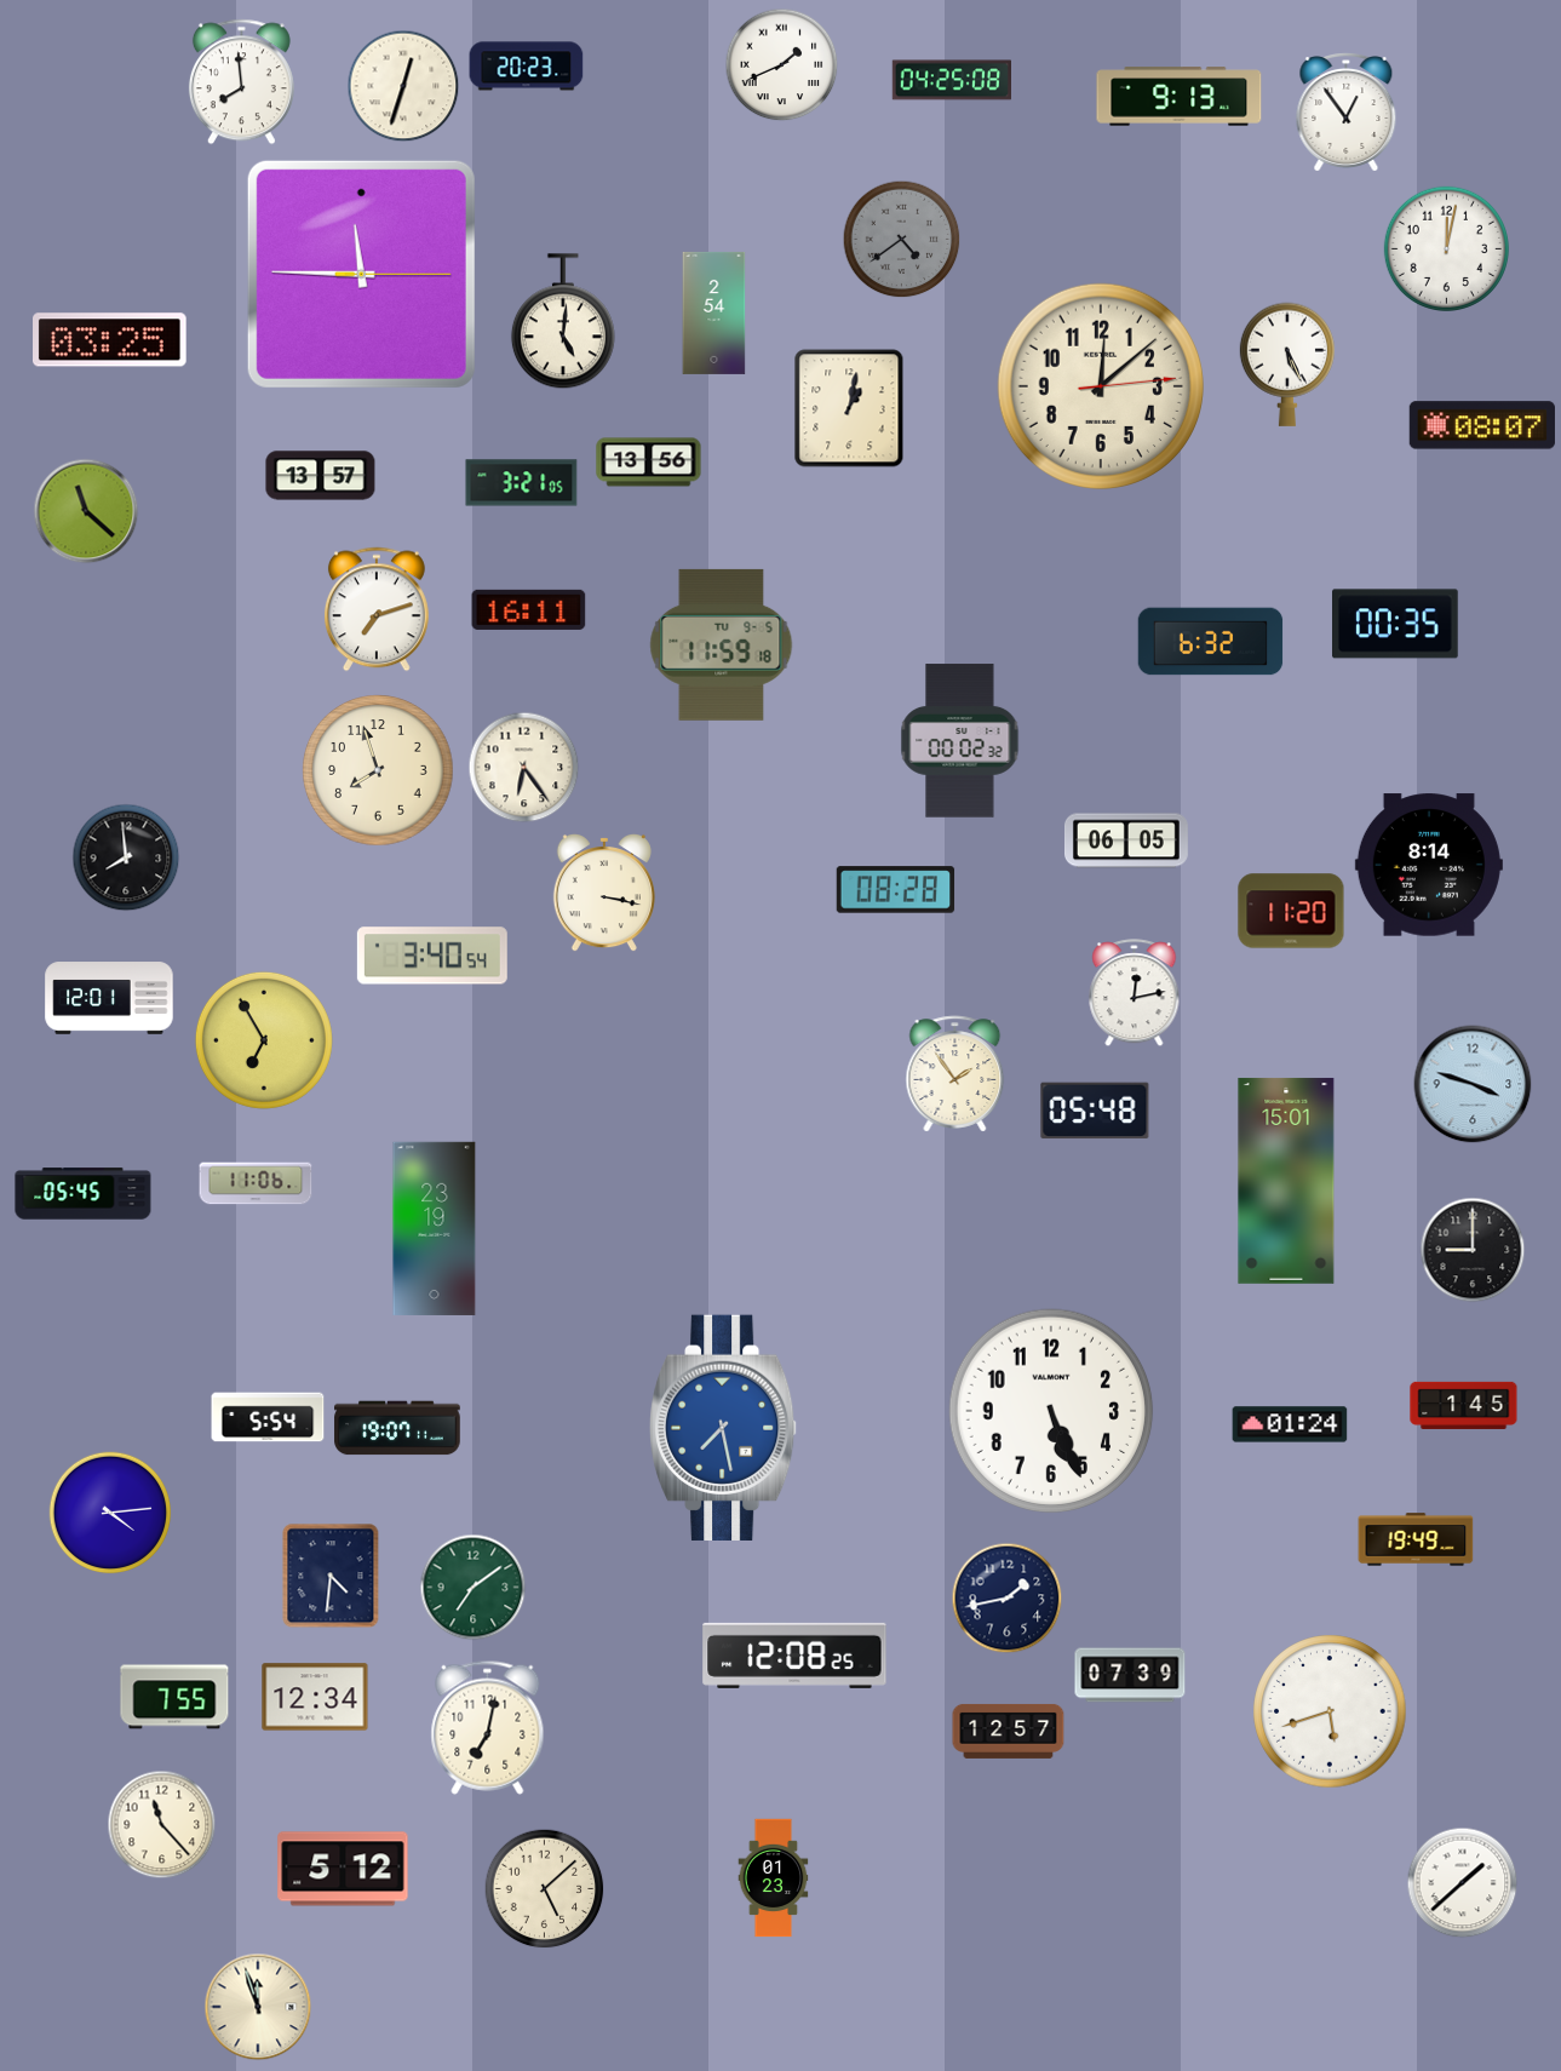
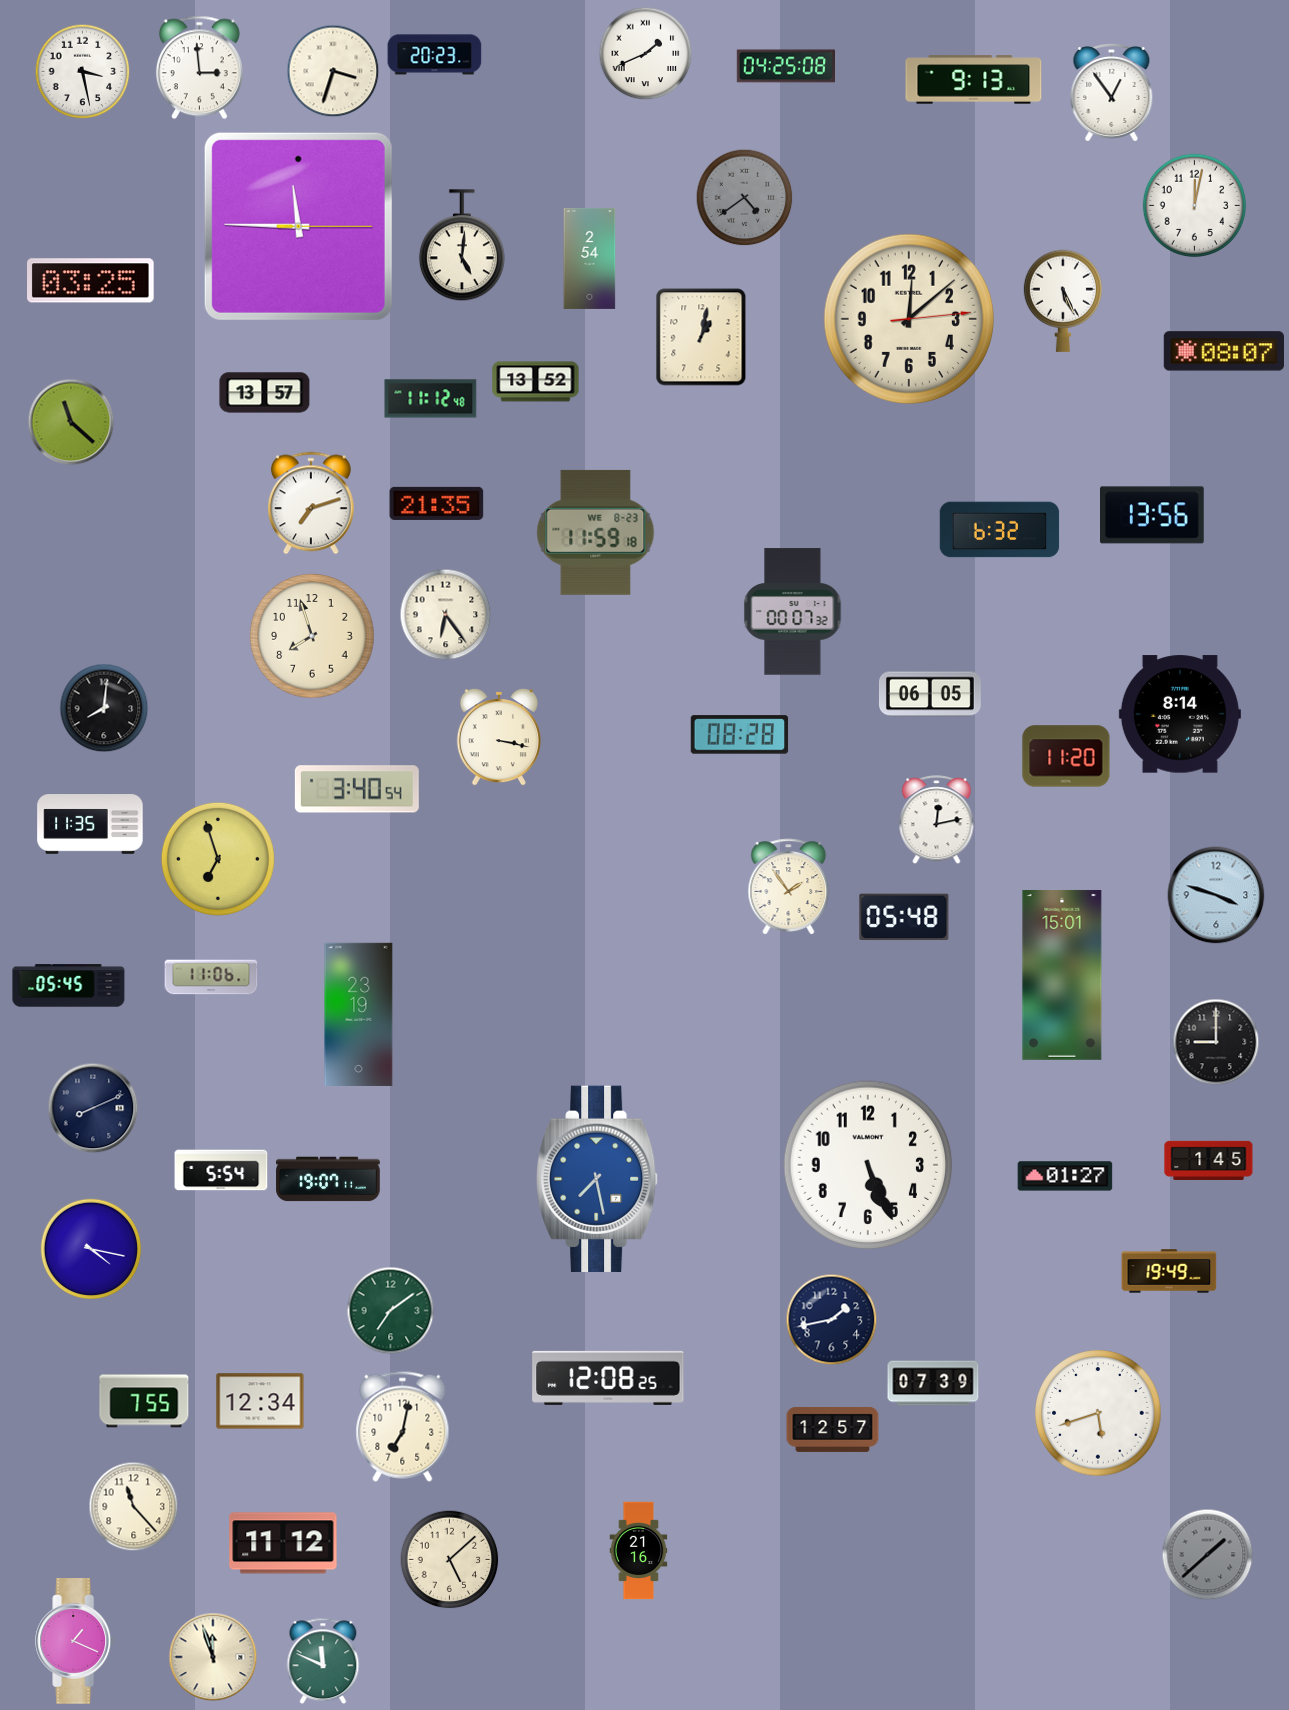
clock at (241, 82): 7:59 -> 2:59
clock at (403, 86): 12:33 -> 3:33
clock at (83, 72): none -> 3:28
clock at (563, 322) position: (563, 322) -> (462, 246)
clock at (649, 463): 13:56 -> 13:52
clock at (522, 483): 3:21 -> 11:12
clock at (529, 609): 16:11 -> 21:35
clock at (1396, 624): 00:35 -> 13:56
clock at (722, 644) date: TU 9-5 -> WE 8-23
clock at (960, 741): 00:02 -> 00:07
clock at (524, 768) position: (524, 768) -> (446, 615)
clock at (126, 857): 7:59 -> 8:01
clock at (1291, 911) position: (1291, 911) -> (1066, 756)
clock at (109, 998): 12:01 -> 11:35
clock at (264, 1040): 6:55 -> 6:57
clock at (1473, 1250) position: (1473, 1250) -> (1216, 1042)
clock at (93, 1108): none -> 8:11
clock at (1290, 1424): 01:24 -> 01:27
clock at (110, 1513): 4:14 -> 4:17
clock at (331, 1576): 4:31 -> none
clock at (794, 1656) position: (794, 1656) -> (608, 1378)
clock at (343, 1869): 5:12 -> 11:12
clock at (774, 1878): 01:23 -> 21:16
clock at (1463, 1883) dial: white -> grey
clock at (76, 1642): none -> 1:19
clock at (323, 1661): none -> 11:49
